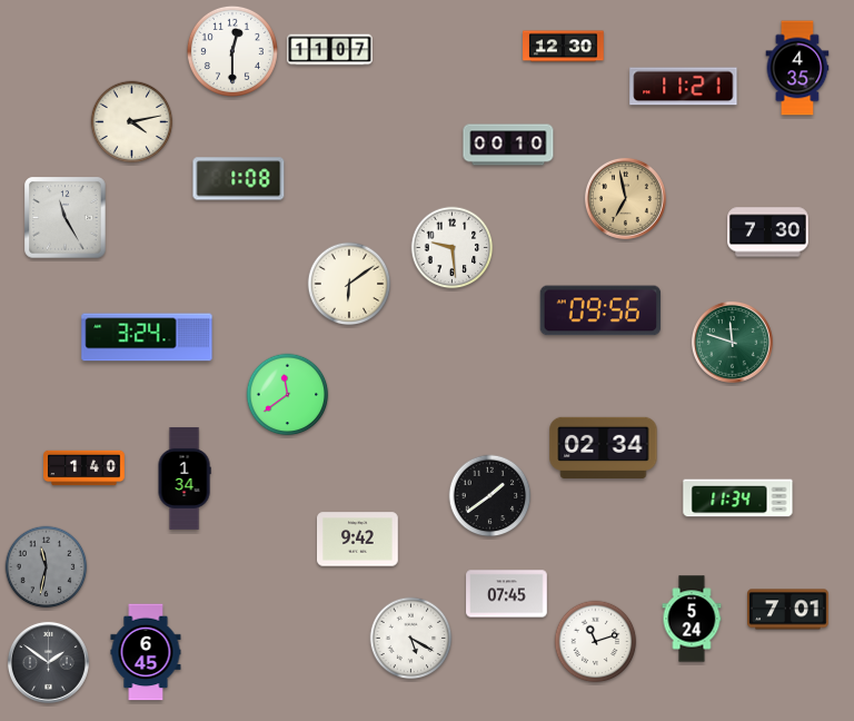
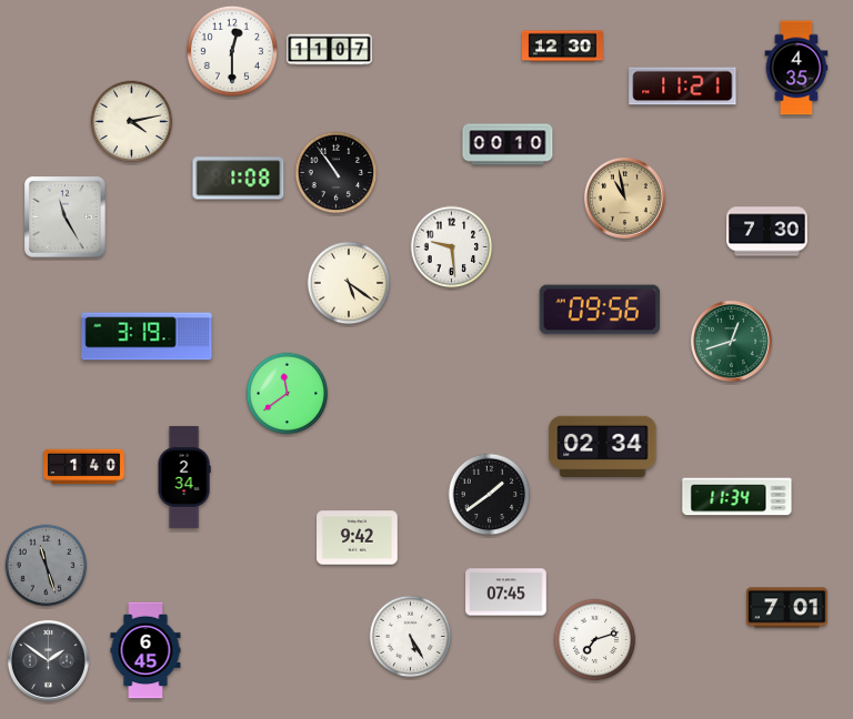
clock at (337, 173): none -> 10:54
clock at (625, 198): 6:58 -> 10:58
clock at (349, 284): 6:09 -> 5:21
clock at (147, 337): 3:24 -> 3:19
clock at (732, 342): 11:48 -> 12:42
clock at (185, 478): 1:34 -> 2:34
clock at (47, 567): 11:32 -> 11:27
clock at (692, 619): 5:24 -> none
clock at (411, 639): 5:20 -> 5:25
clock at (596, 642): 11:12 -> 7:12
